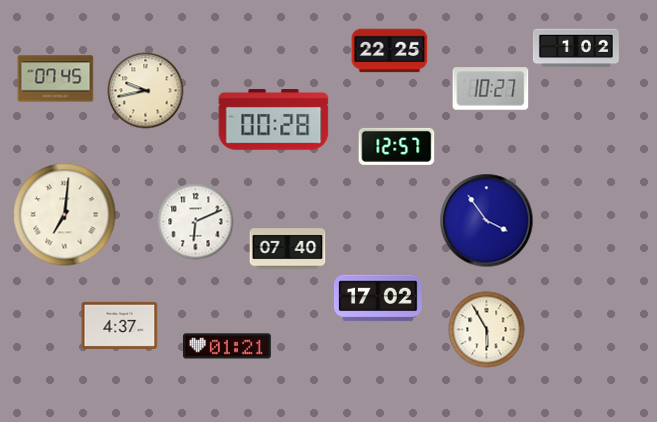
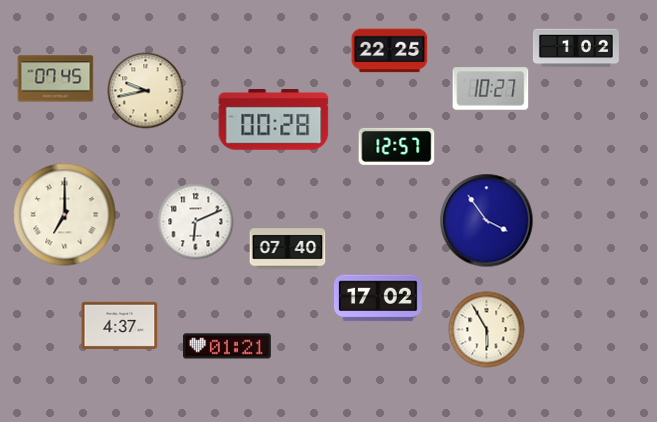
clock at (65, 215): 7:01 -> 7:00
